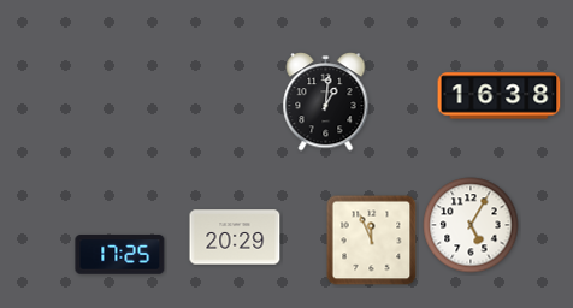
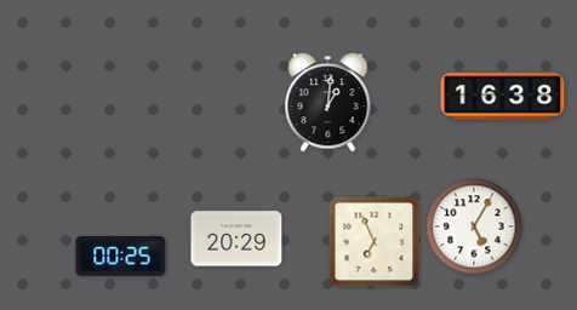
clock at (372, 241): 11:56 -> 6:56
clock at (120, 255): 17:25 -> 00:25
